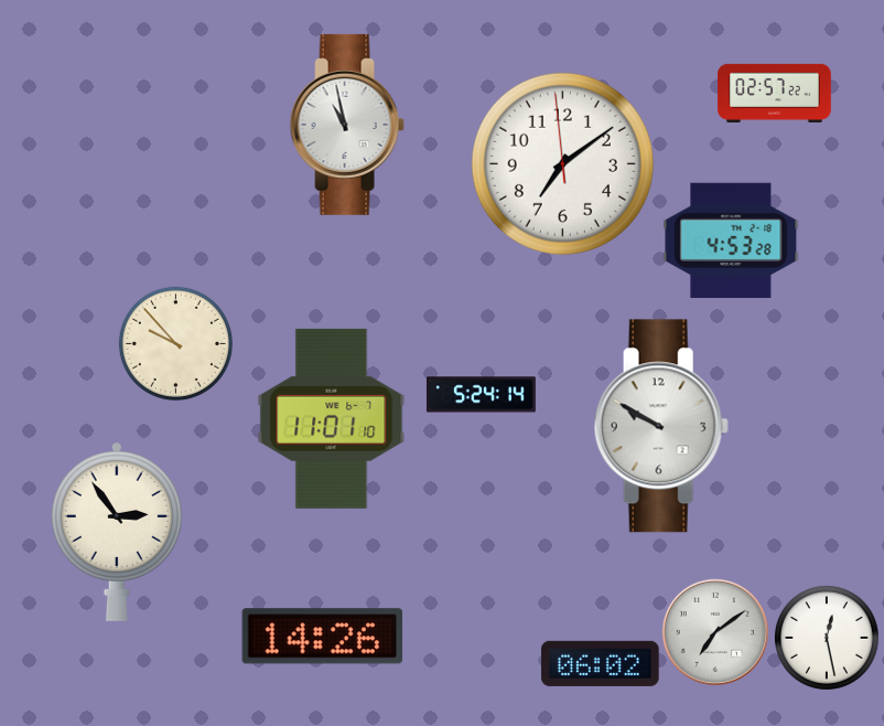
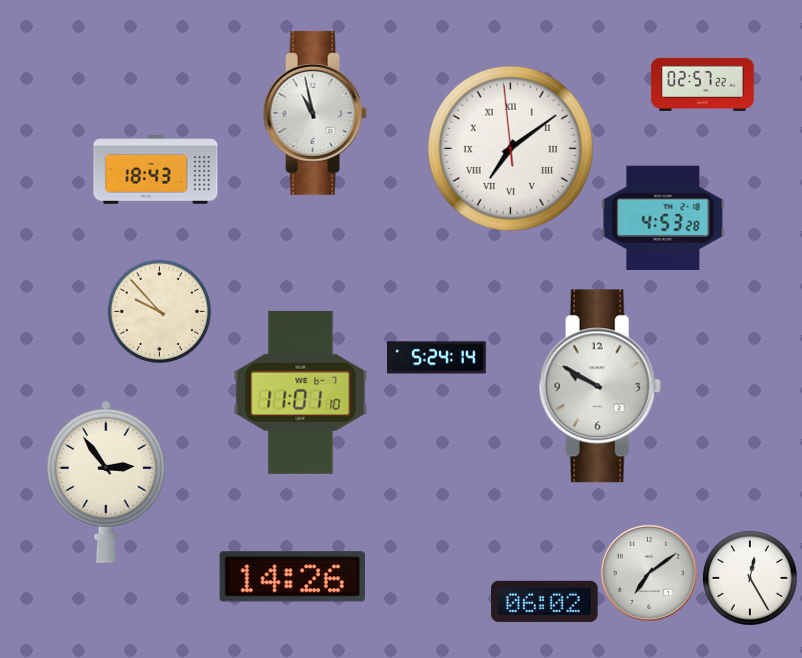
clock at (562, 163) numerals: Arabic -> Roman
clock at (156, 170): none -> 18:43
clock at (332, 418) position: (332, 418) -> (301, 392)
clock at (827, 638): 12:28 -> 12:25
